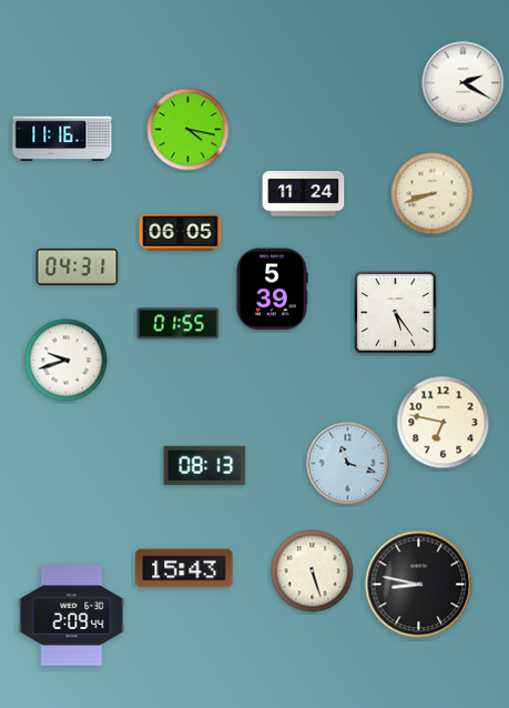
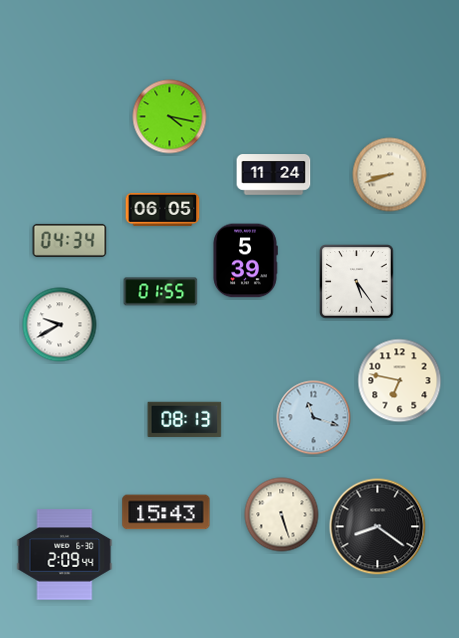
clock at (464, 83): 2:20 -> none
clock at (62, 139): 11:16 -> none
clock at (78, 266): 04:31 -> 04:34
clock at (67, 361): 9:42 -> 9:40
clock at (419, 585): 8:47 -> 8:21
